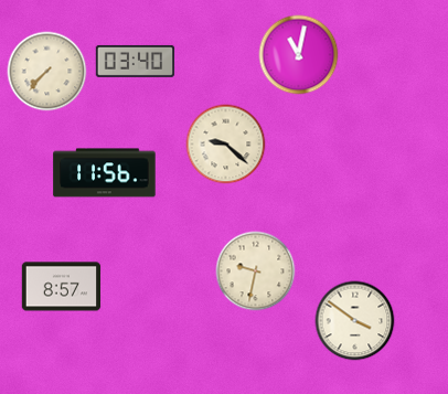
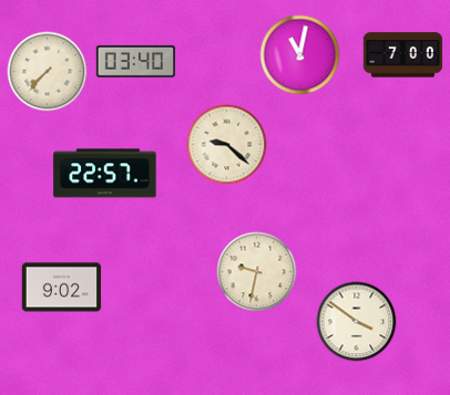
clock at (403, 55): none -> 7:00
clock at (105, 173): 11:56 -> 22:57
clock at (62, 287): 8:57 -> 9:02
